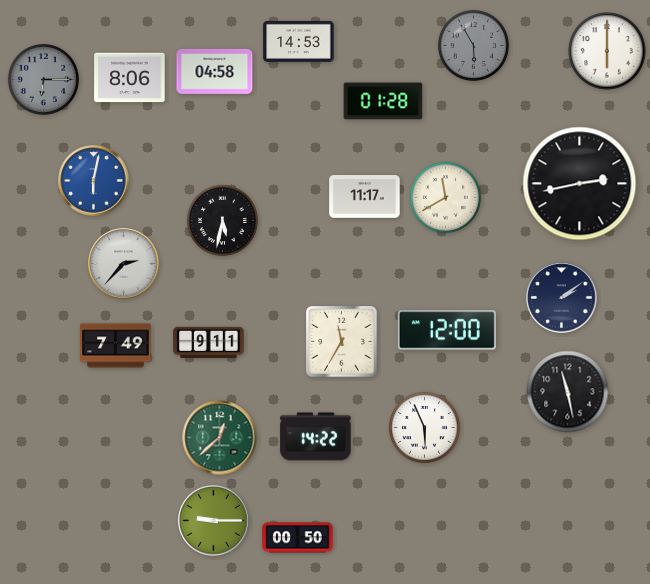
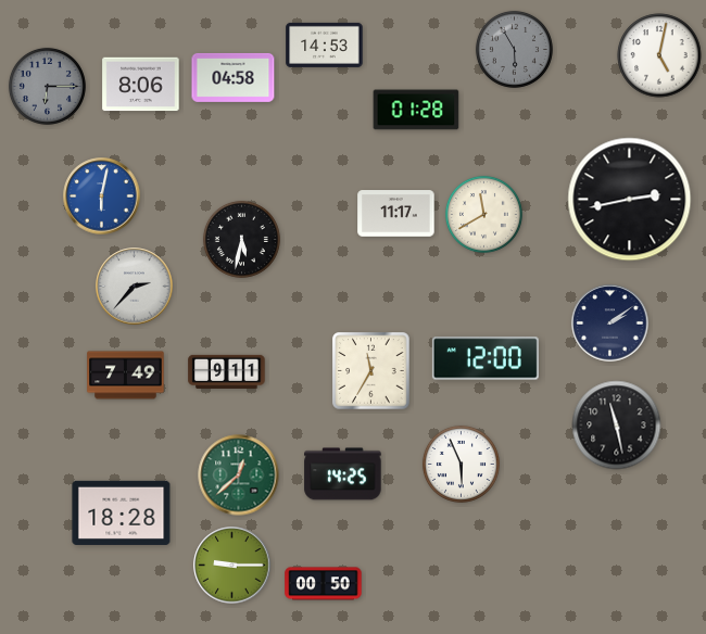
clock at (607, 51): 6:00 -> 5:02
clock at (316, 437): 14:22 -> 14:25
clock at (122, 512): none -> 18:28
